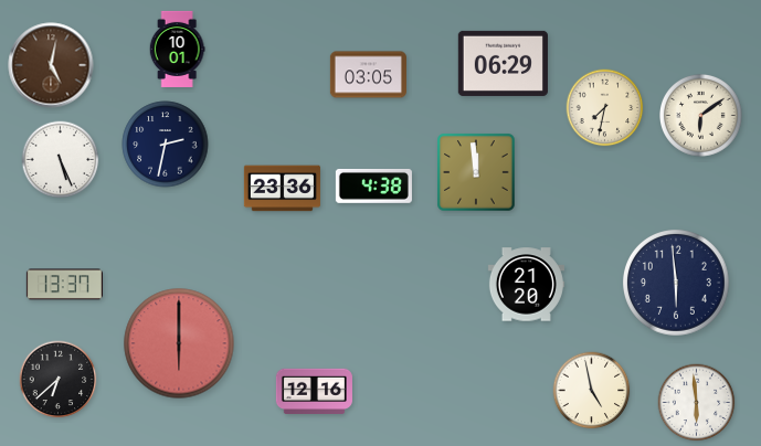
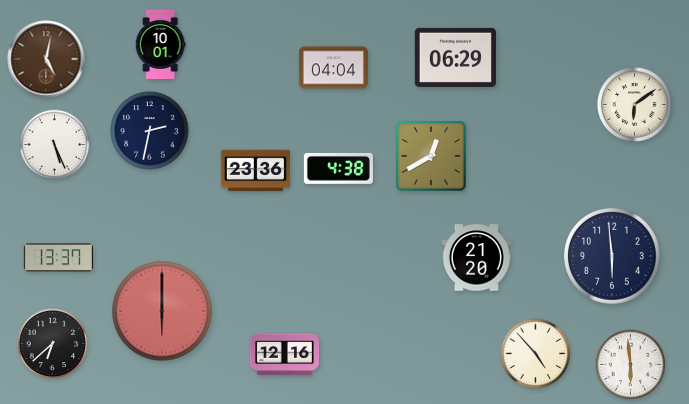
clock at (368, 75): 03:05 -> 04:04
clock at (605, 108): 7:32 -> none
clock at (477, 173): 11:59 -> 12:40
clock at (592, 391): 4:58 -> 4:53
